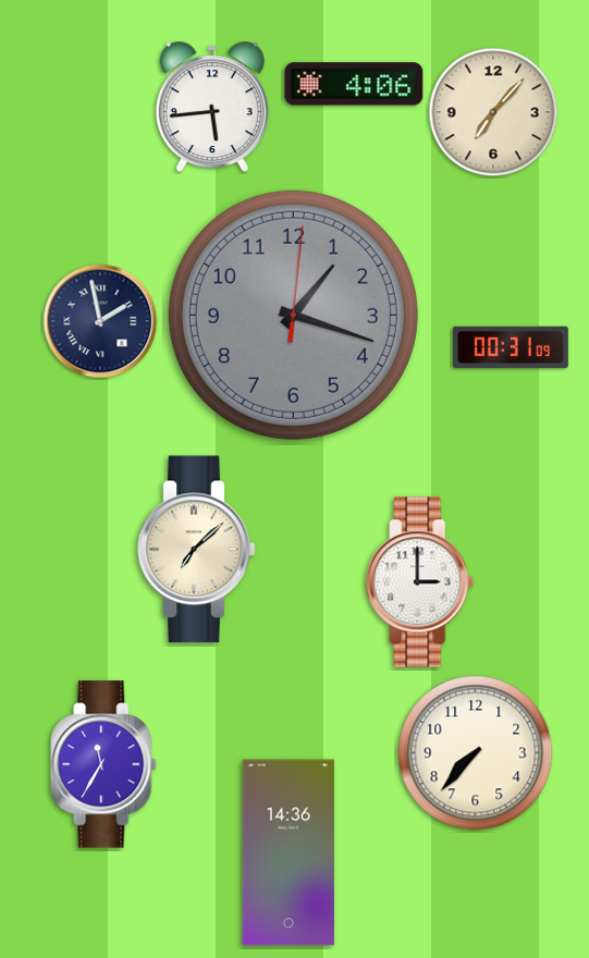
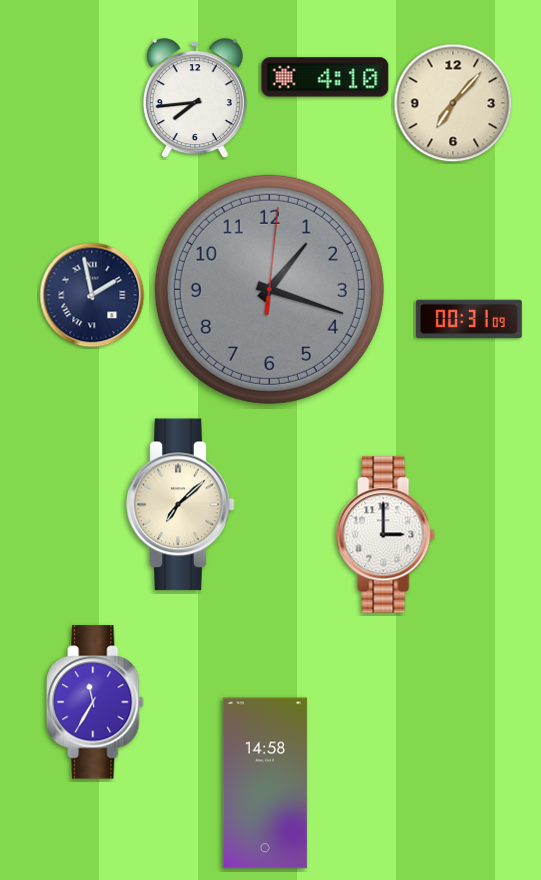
clock at (354, 84): 4:06 -> 4:10
clock at (212, 108): 5:44 -> 7:44
clock at (476, 753): 7:37 -> none
clock at (289, 852): 14:36 -> 14:58
